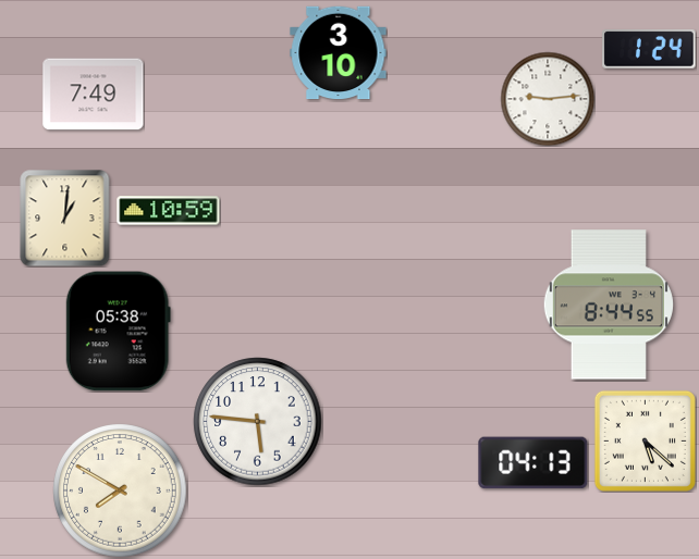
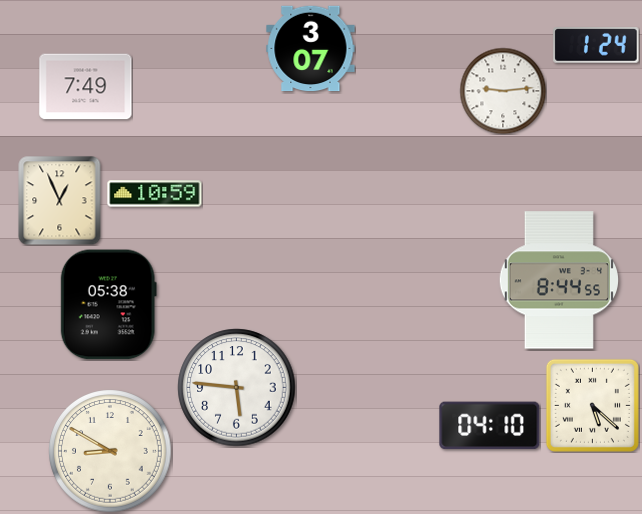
clock at (339, 53): 3:10 -> 3:07
clock at (65, 218): 1:01 -> 12:56
clock at (534, 463): 04:13 -> 04:10
clock at (120, 490): 7:50 -> 8:50
